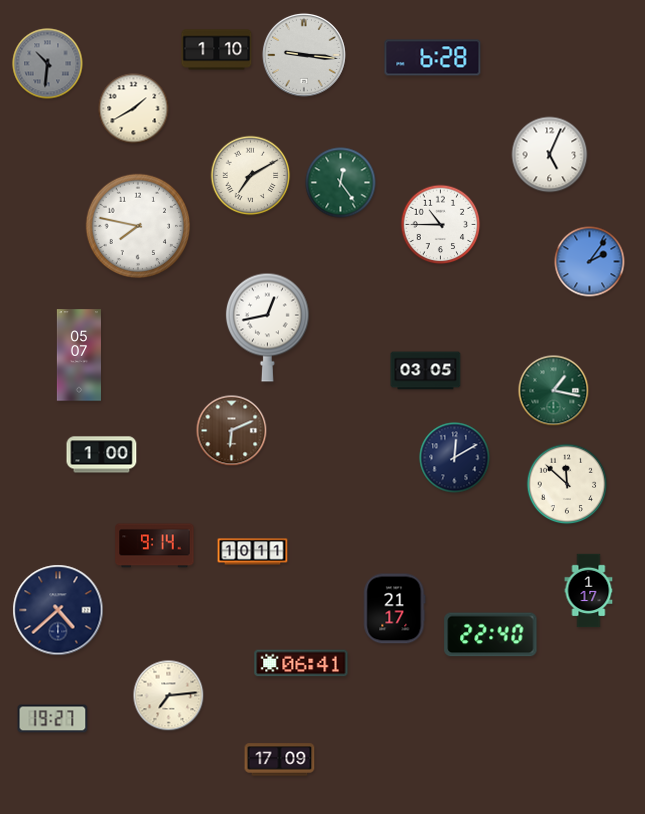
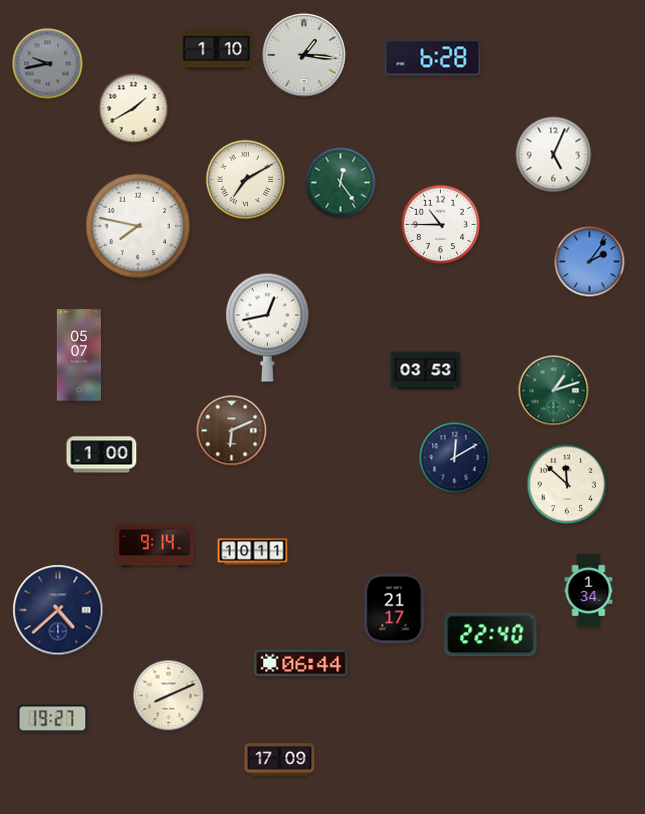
clock at (304, 55): 9:16 -> 1:16
clock at (48, 64): 10:31 -> 9:43
clock at (550, 155) position: (550, 155) -> (554, 155)
clock at (251, 176) position: (251, 176) -> (246, 180)
clock at (426, 371): 03:05 -> 03:53
clock at (554, 391): 1:17 -> 1:12
clock at (589, 591): 1:17 -> 1:34
clock at (301, 663): 06:41 -> 06:44
clock at (169, 696): 7:14 -> 8:11
